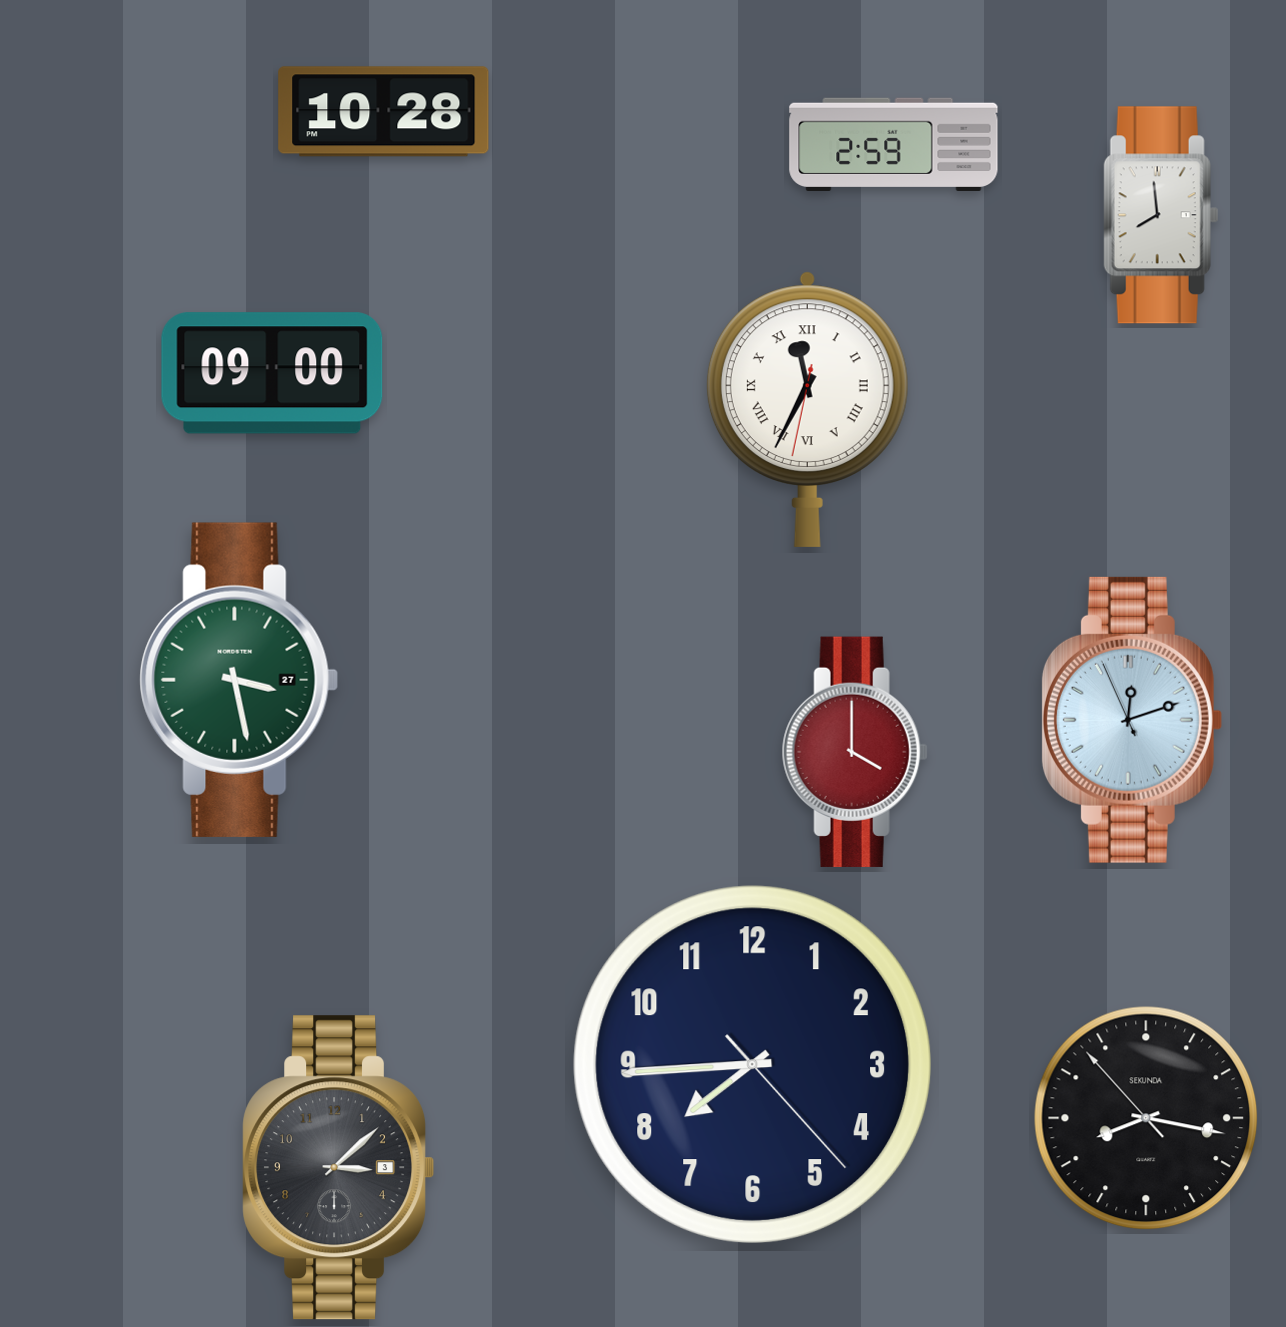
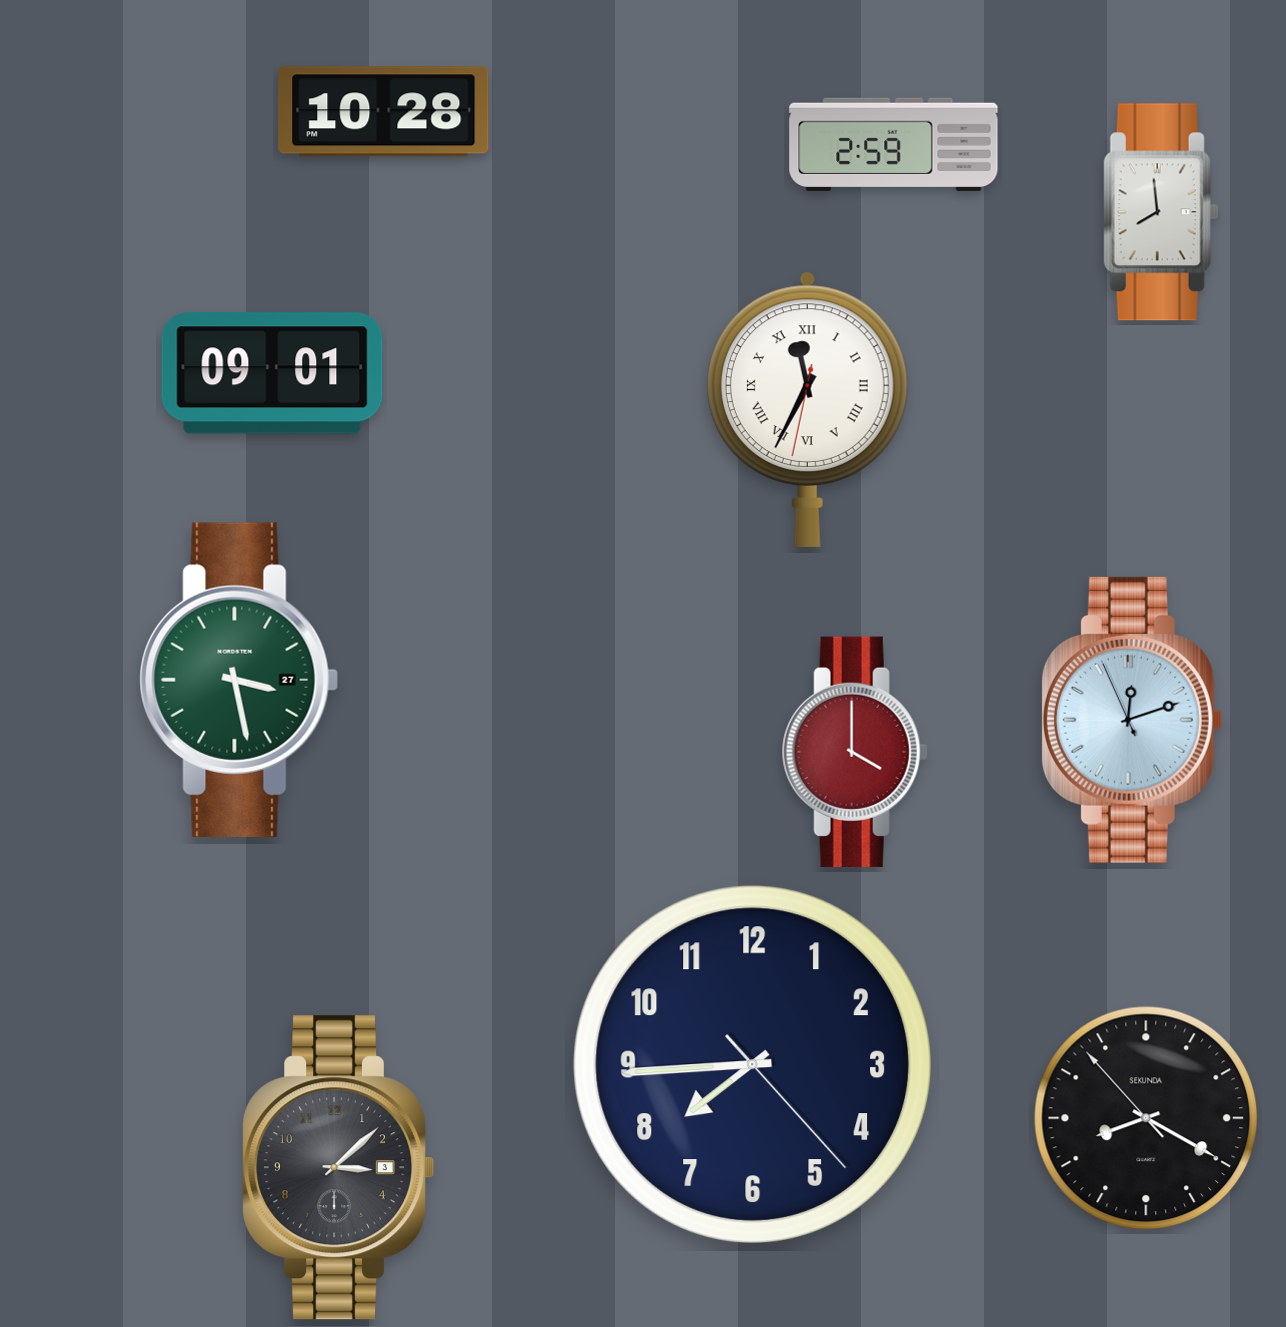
clock at (1161, 215) position: (1161, 215) -> (1161, 212)
clock at (272, 373): 09:00 -> 09:01
clock at (1146, 1118): 8:16 -> 8:19
